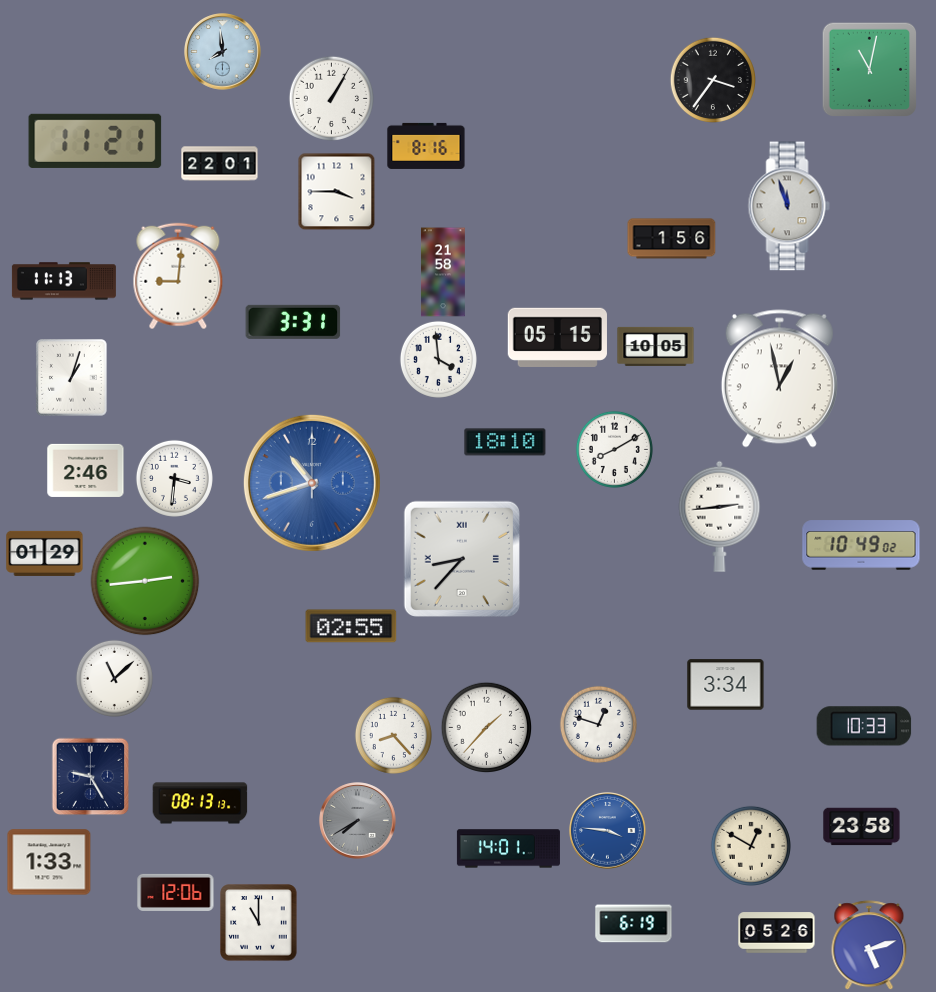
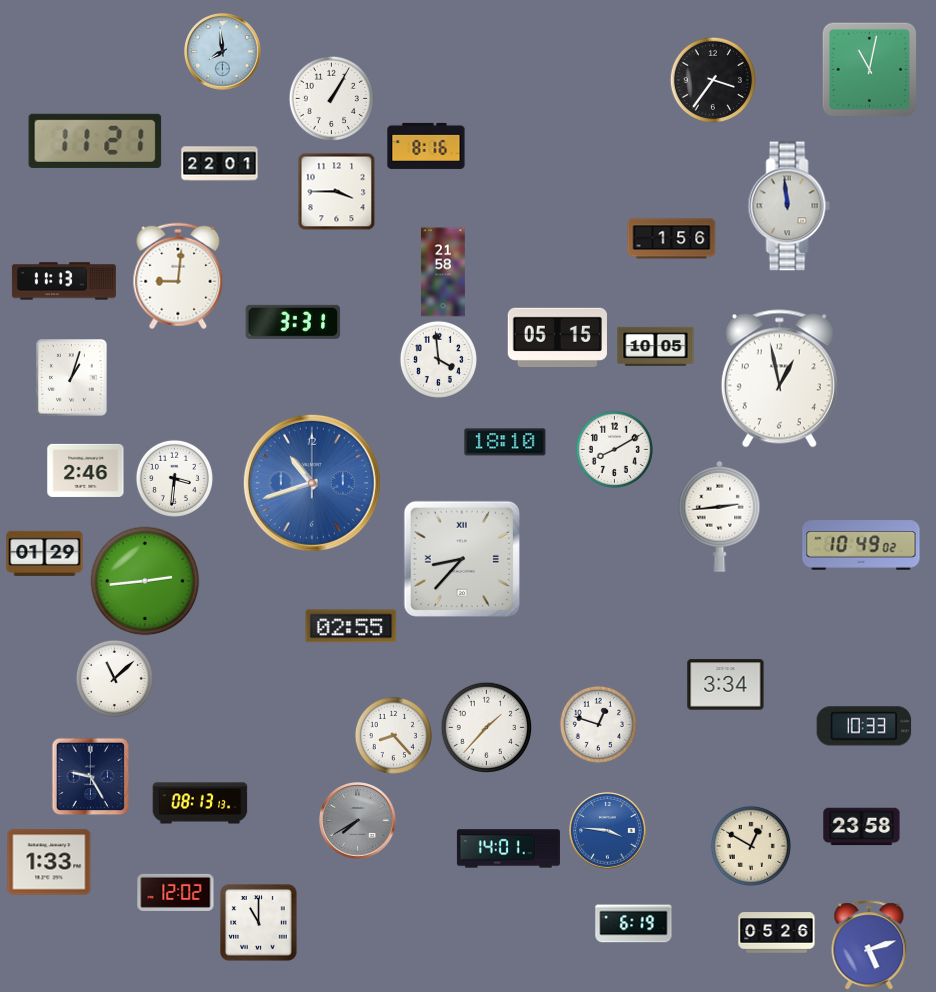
clock at (789, 206): 11:57 -> 11:59
clock at (176, 892): 12:06 -> 12:02
